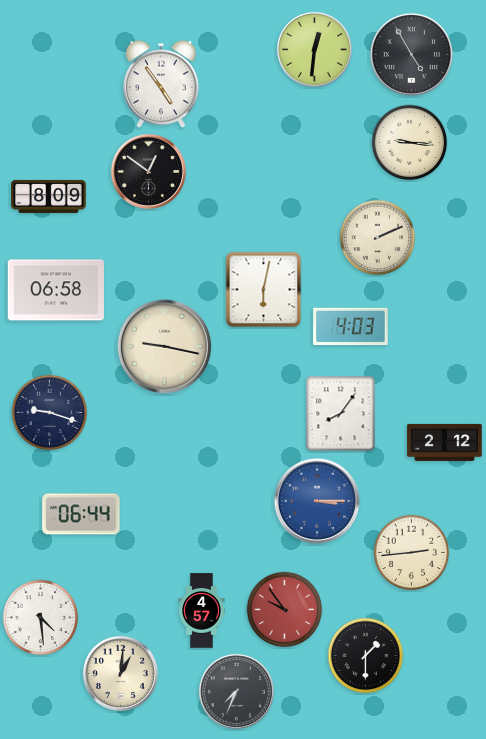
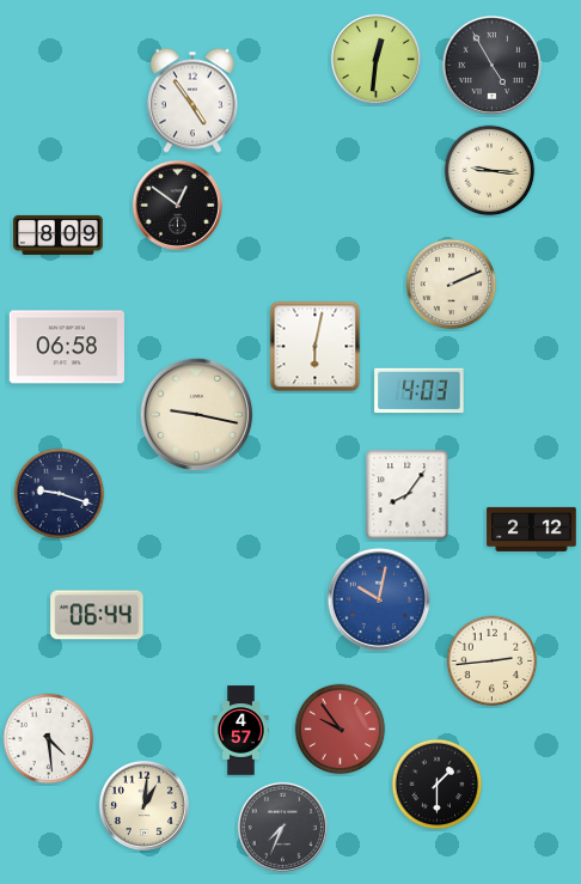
clock at (316, 500): 3:15 -> 10:02
